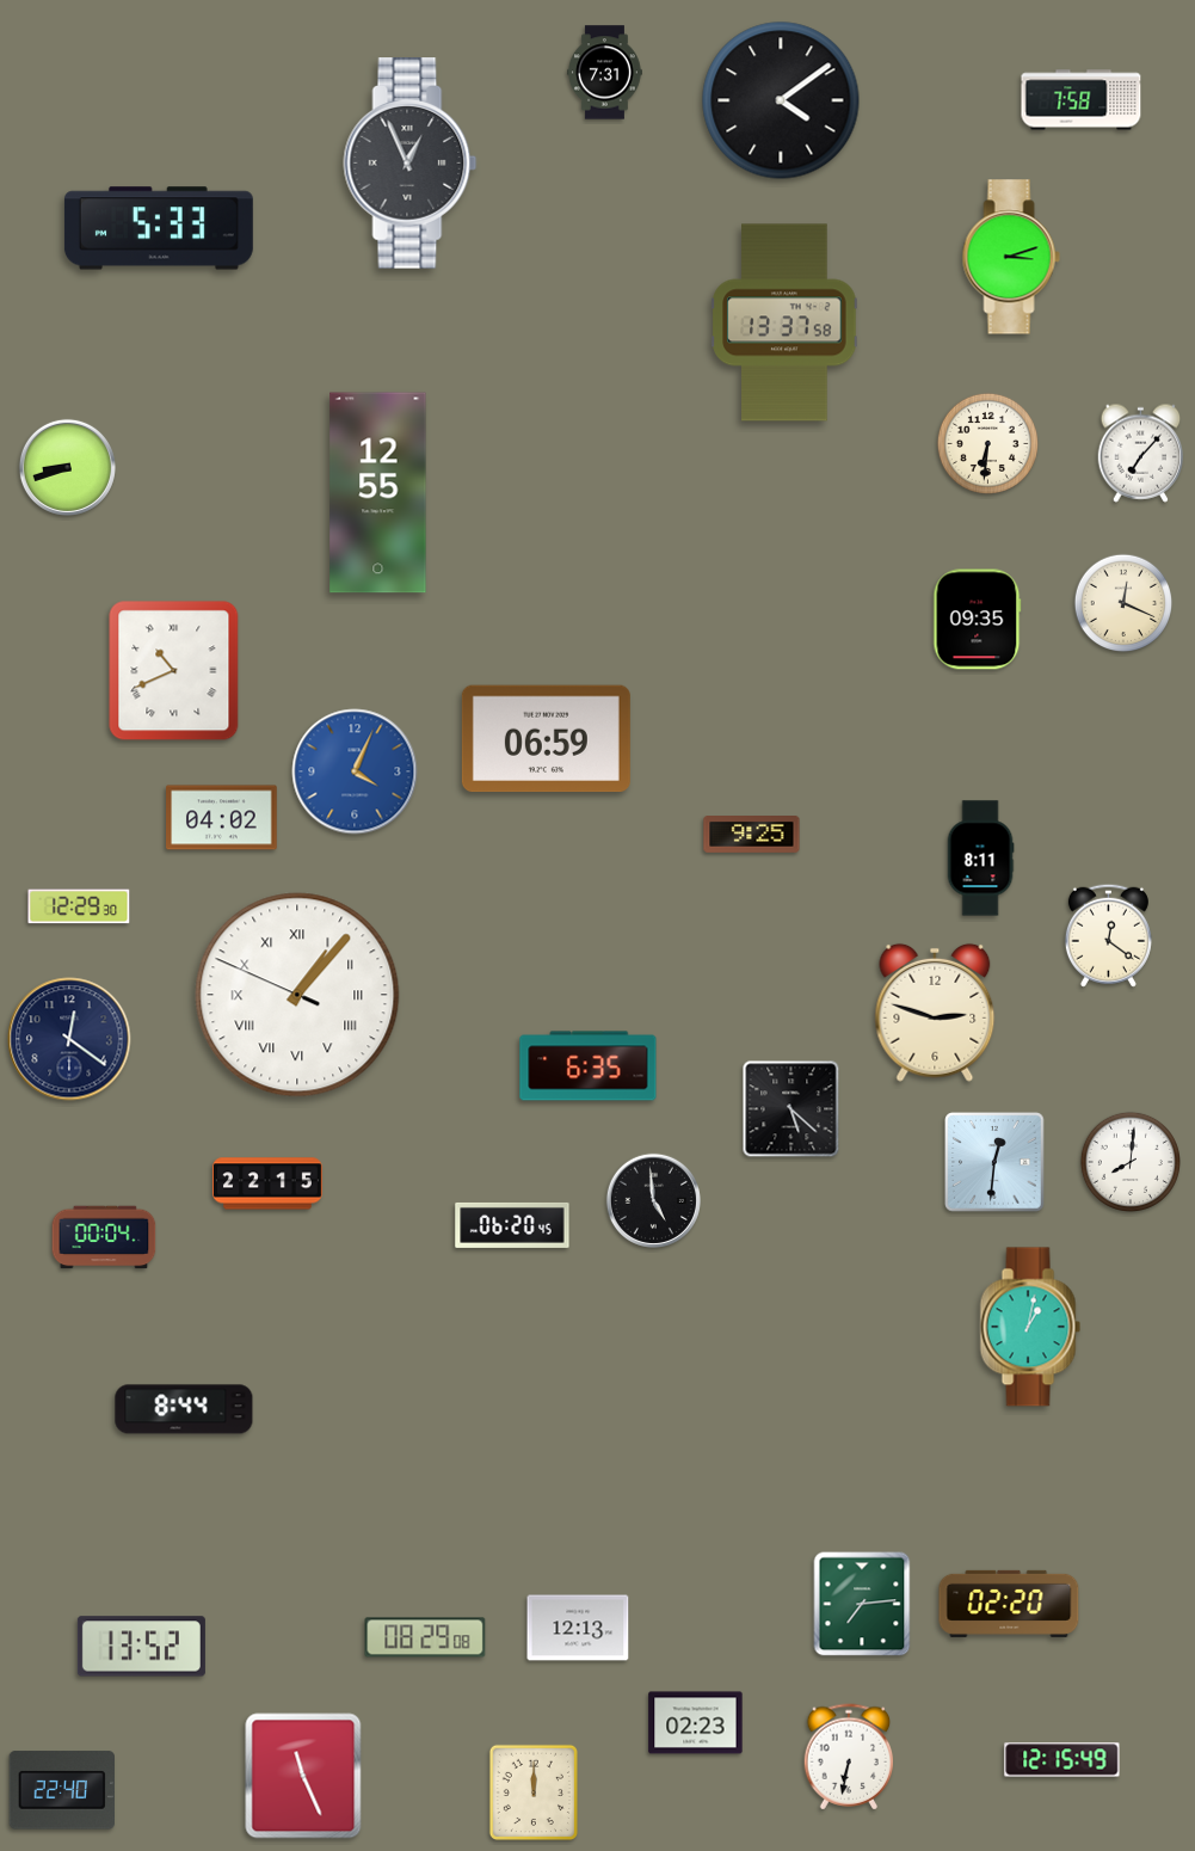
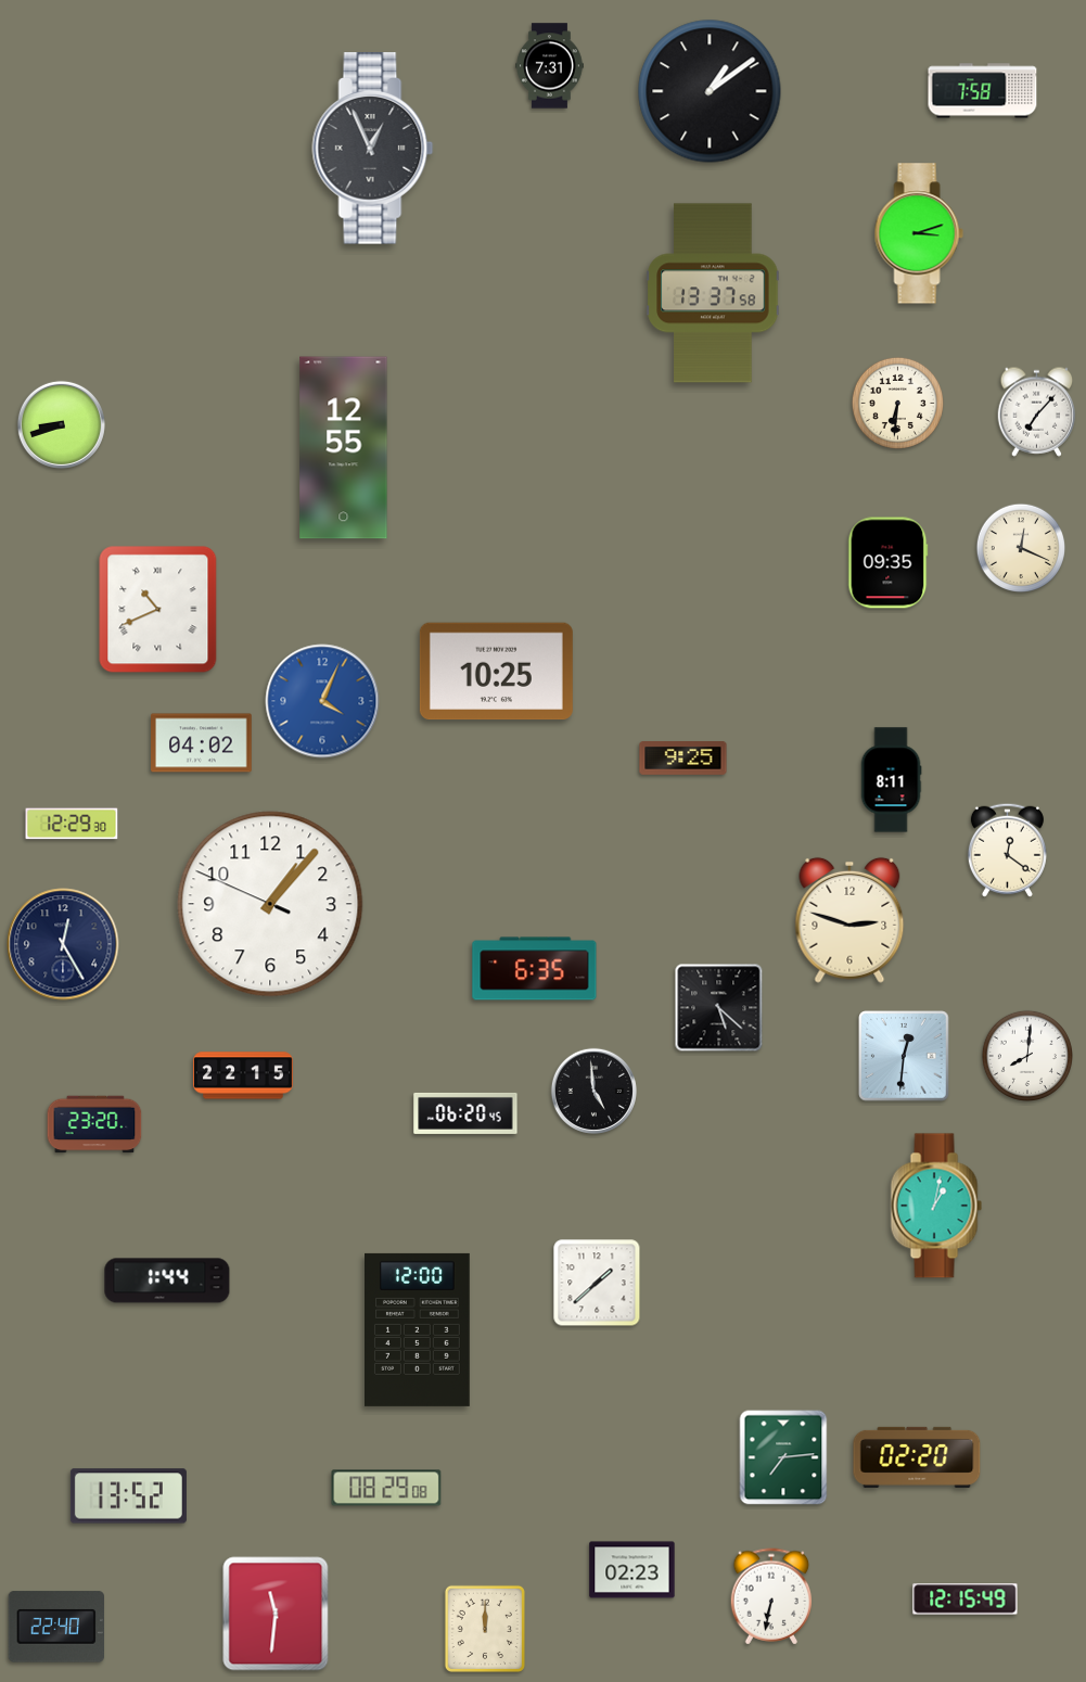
clock at (781, 100): 4:09 -> 1:09
clock at (159, 228): 5:33 -> none
clock at (546, 739): 06:59 -> 10:25
clock at (297, 995) numerals: Roman -> Arabic
clock at (69, 1039): 12:21 -> 12:25
clock at (104, 1237): 00:04 -> 23:20
clock at (184, 1409): 8:44 -> 1:44
clock at (597, 1283): none -> 1:38
clock at (418, 1329): none -> 12:00
clock at (578, 1628): 12:13 -> none
clock at (696, 1723) position: (696, 1723) -> (633, 1570)
clock at (303, 1776): 11:26 -> 11:31
